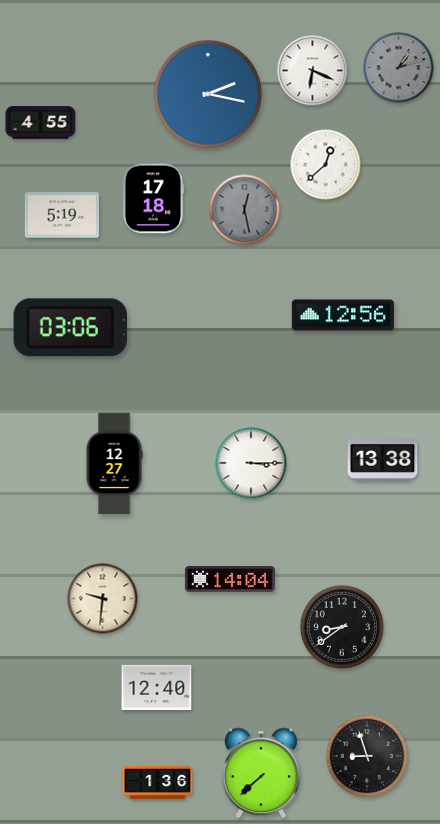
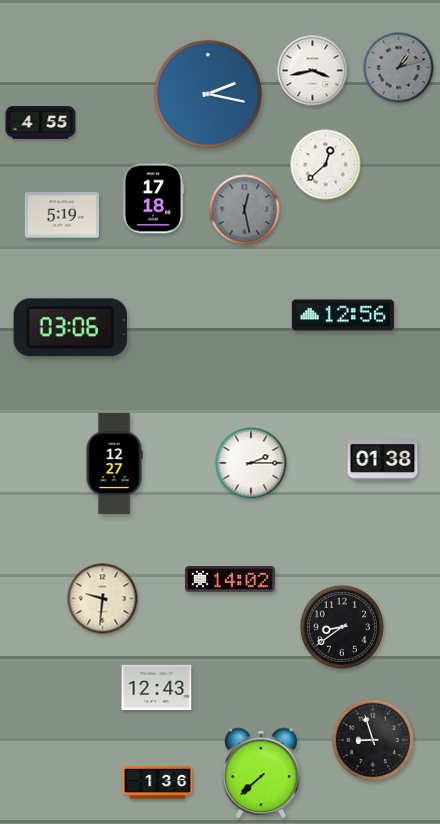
clock at (313, 71): 6:19 -> 3:43
clock at (383, 460): 13:38 -> 01:38
clock at (251, 463): 3:15 -> 2:15
clock at (231, 580): 14:04 -> 14:02
clock at (157, 687): 12:40 -> 12:43
clock at (366, 755) position: (366, 755) -> (372, 739)
